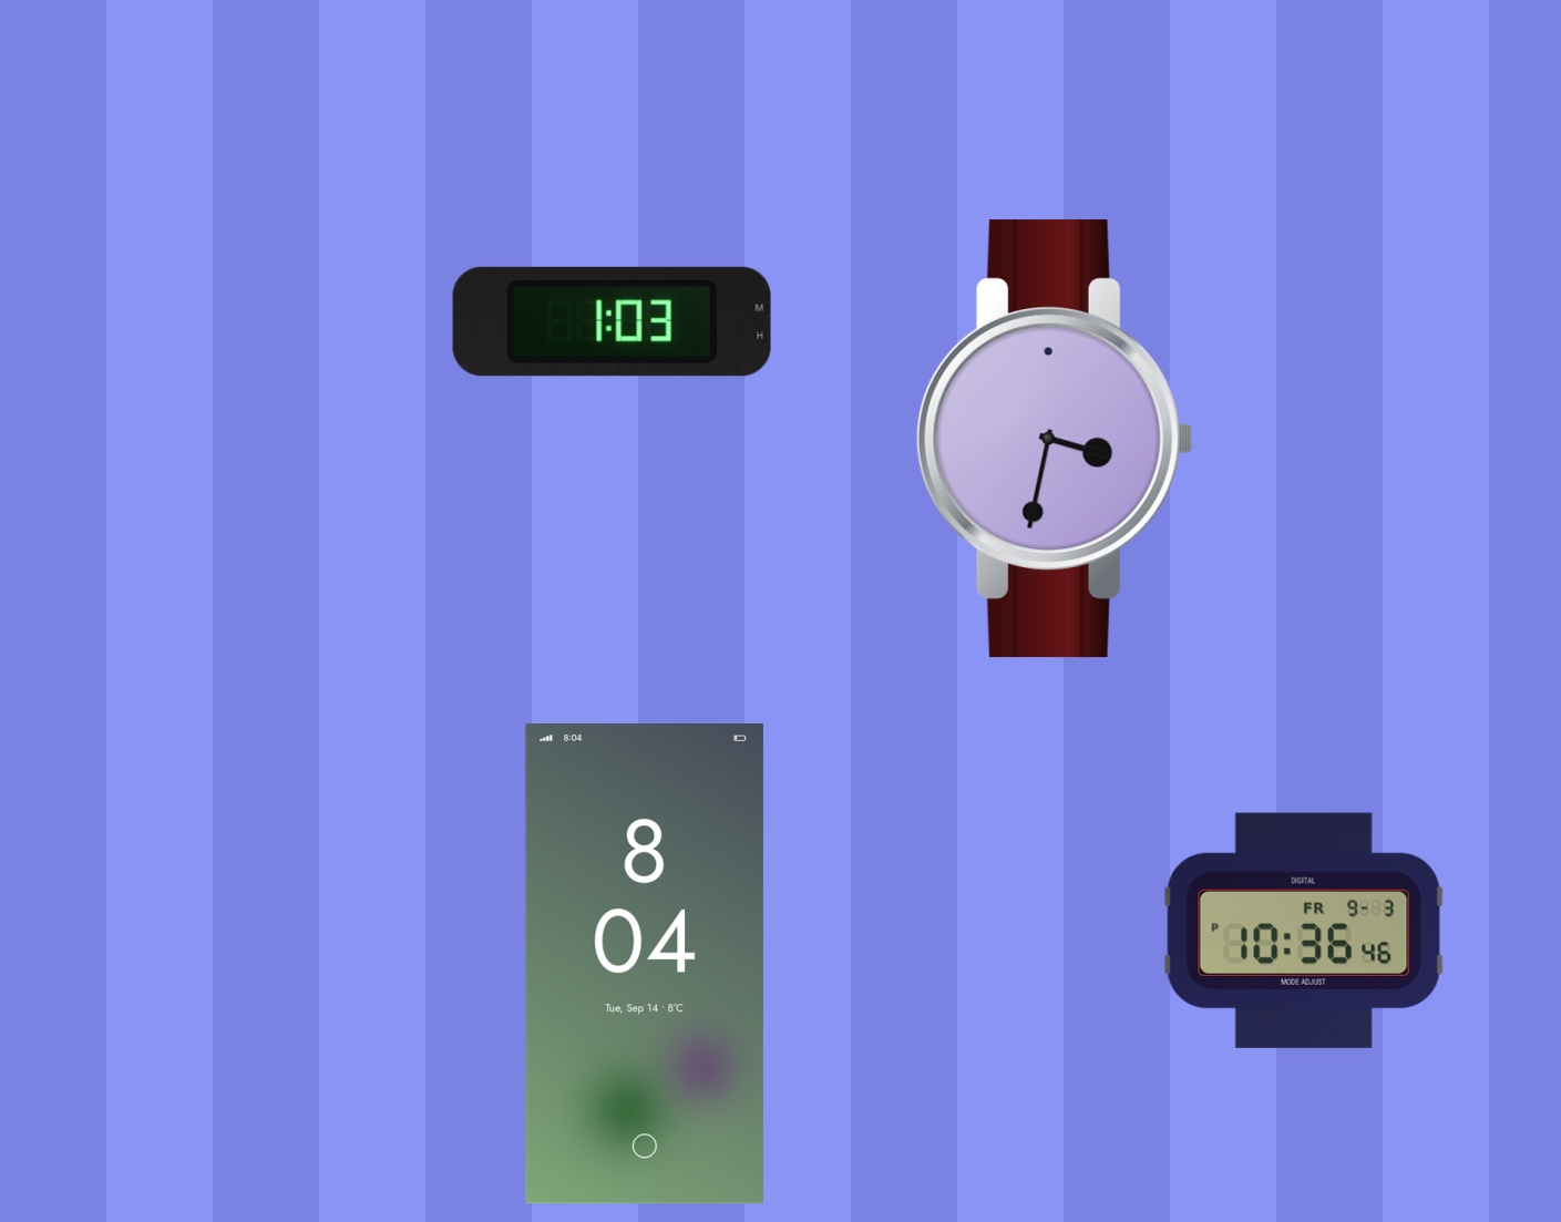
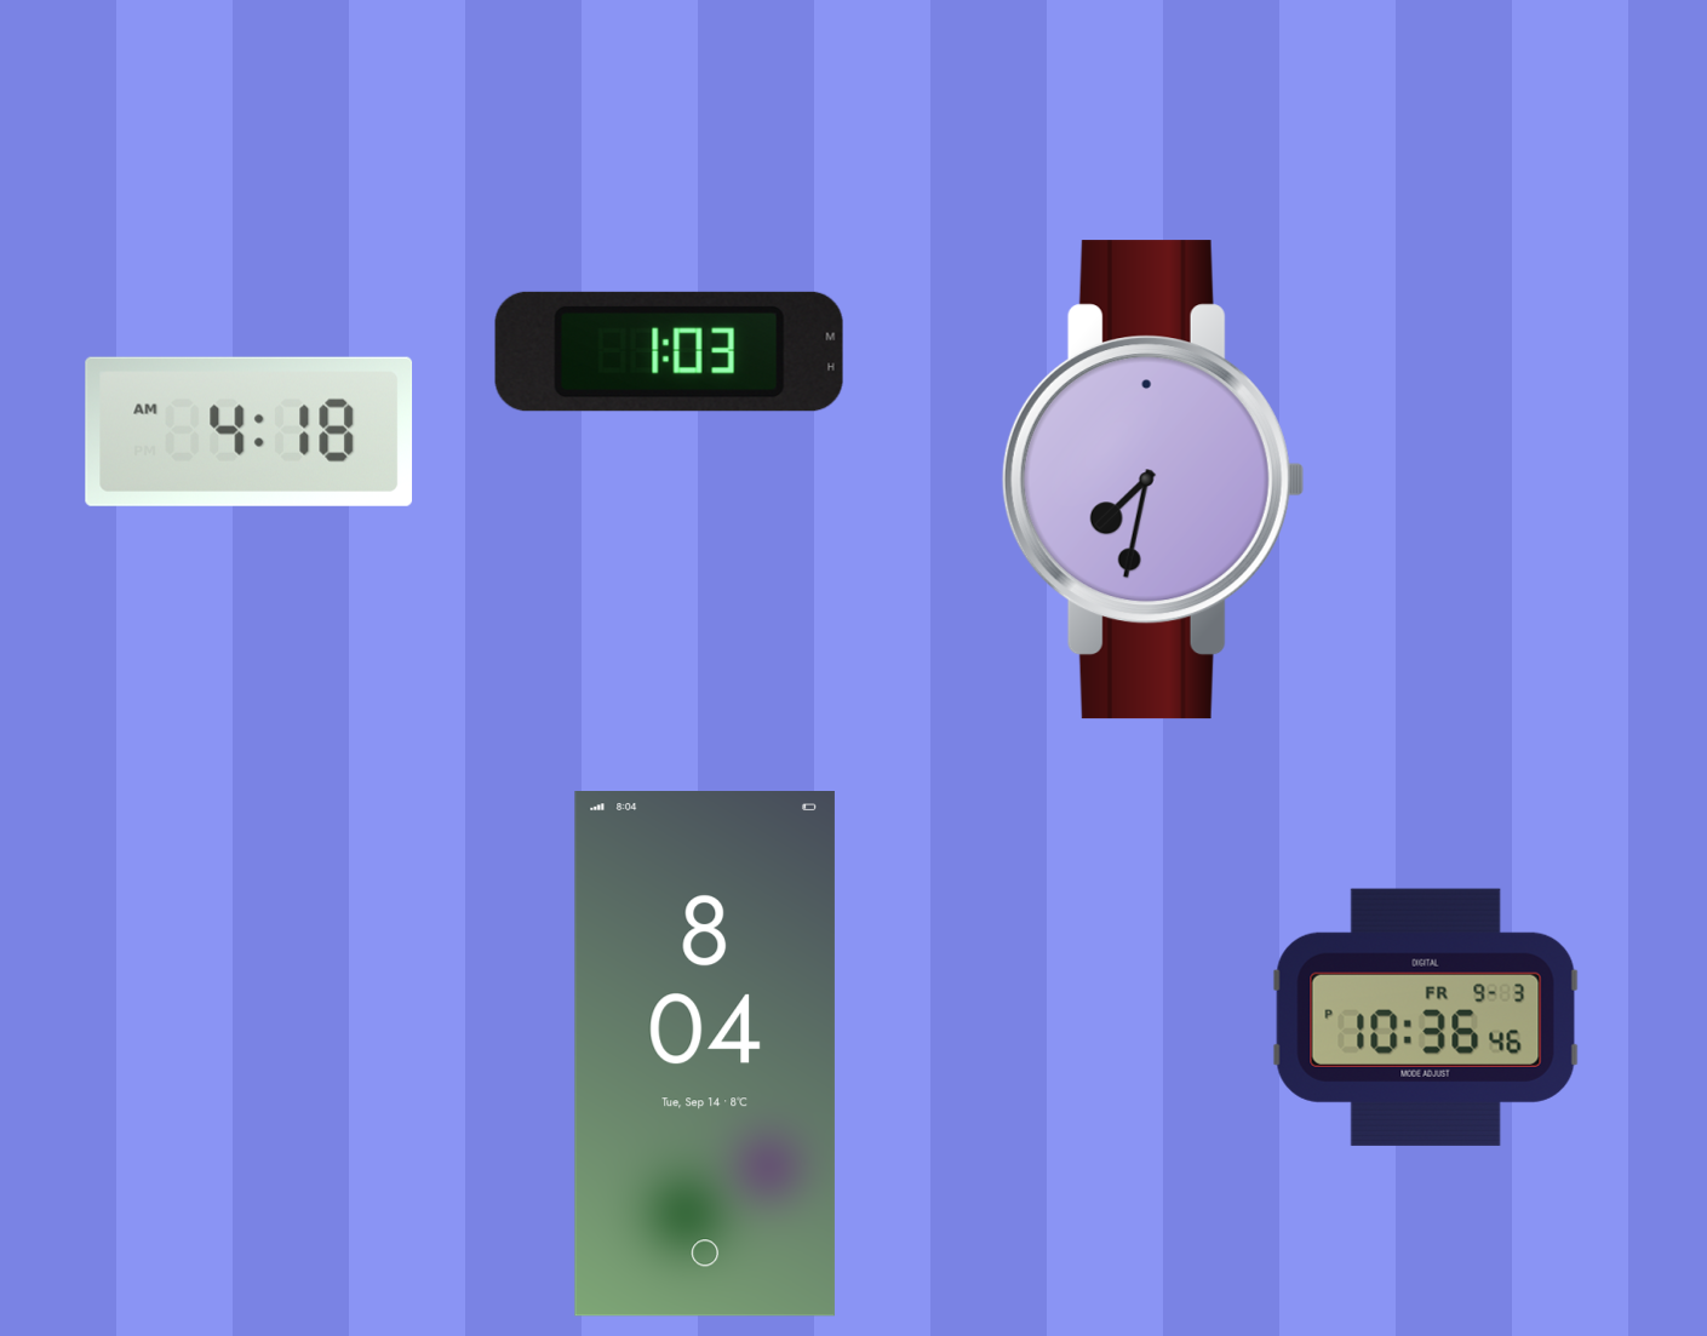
clock at (250, 431): none -> 4:18
clock at (1055, 439): 3:32 -> 7:32
